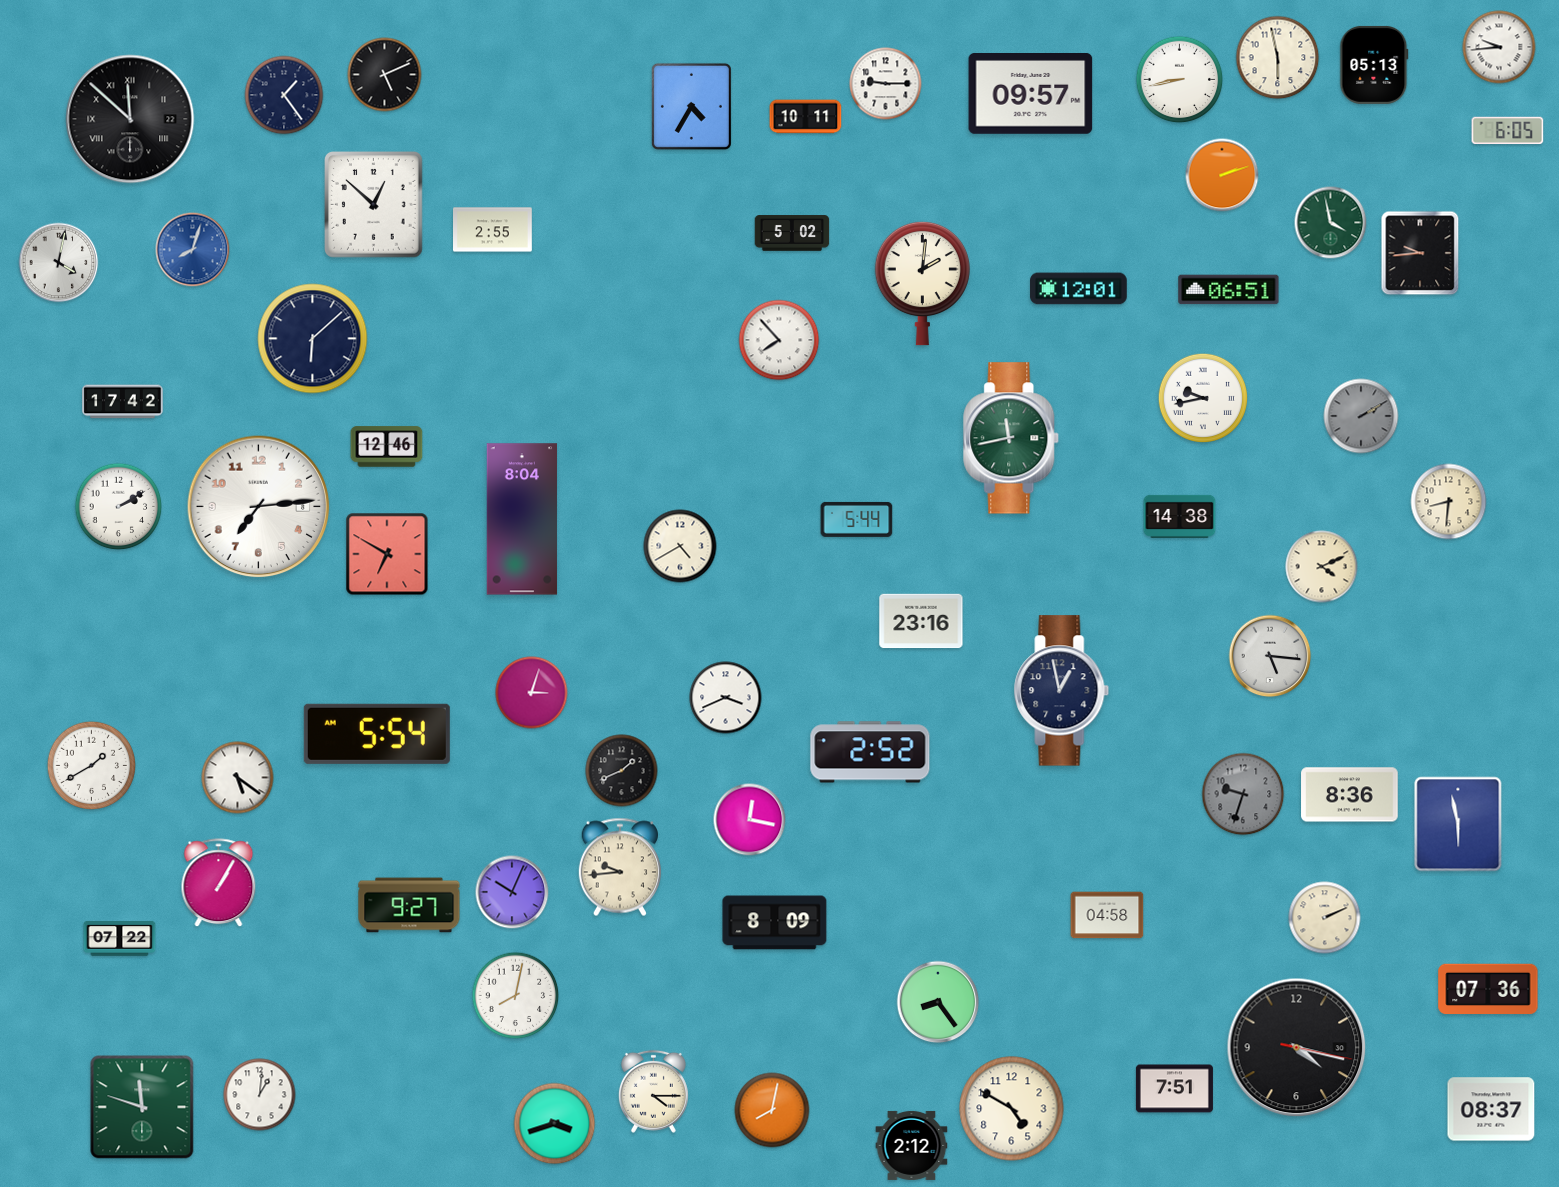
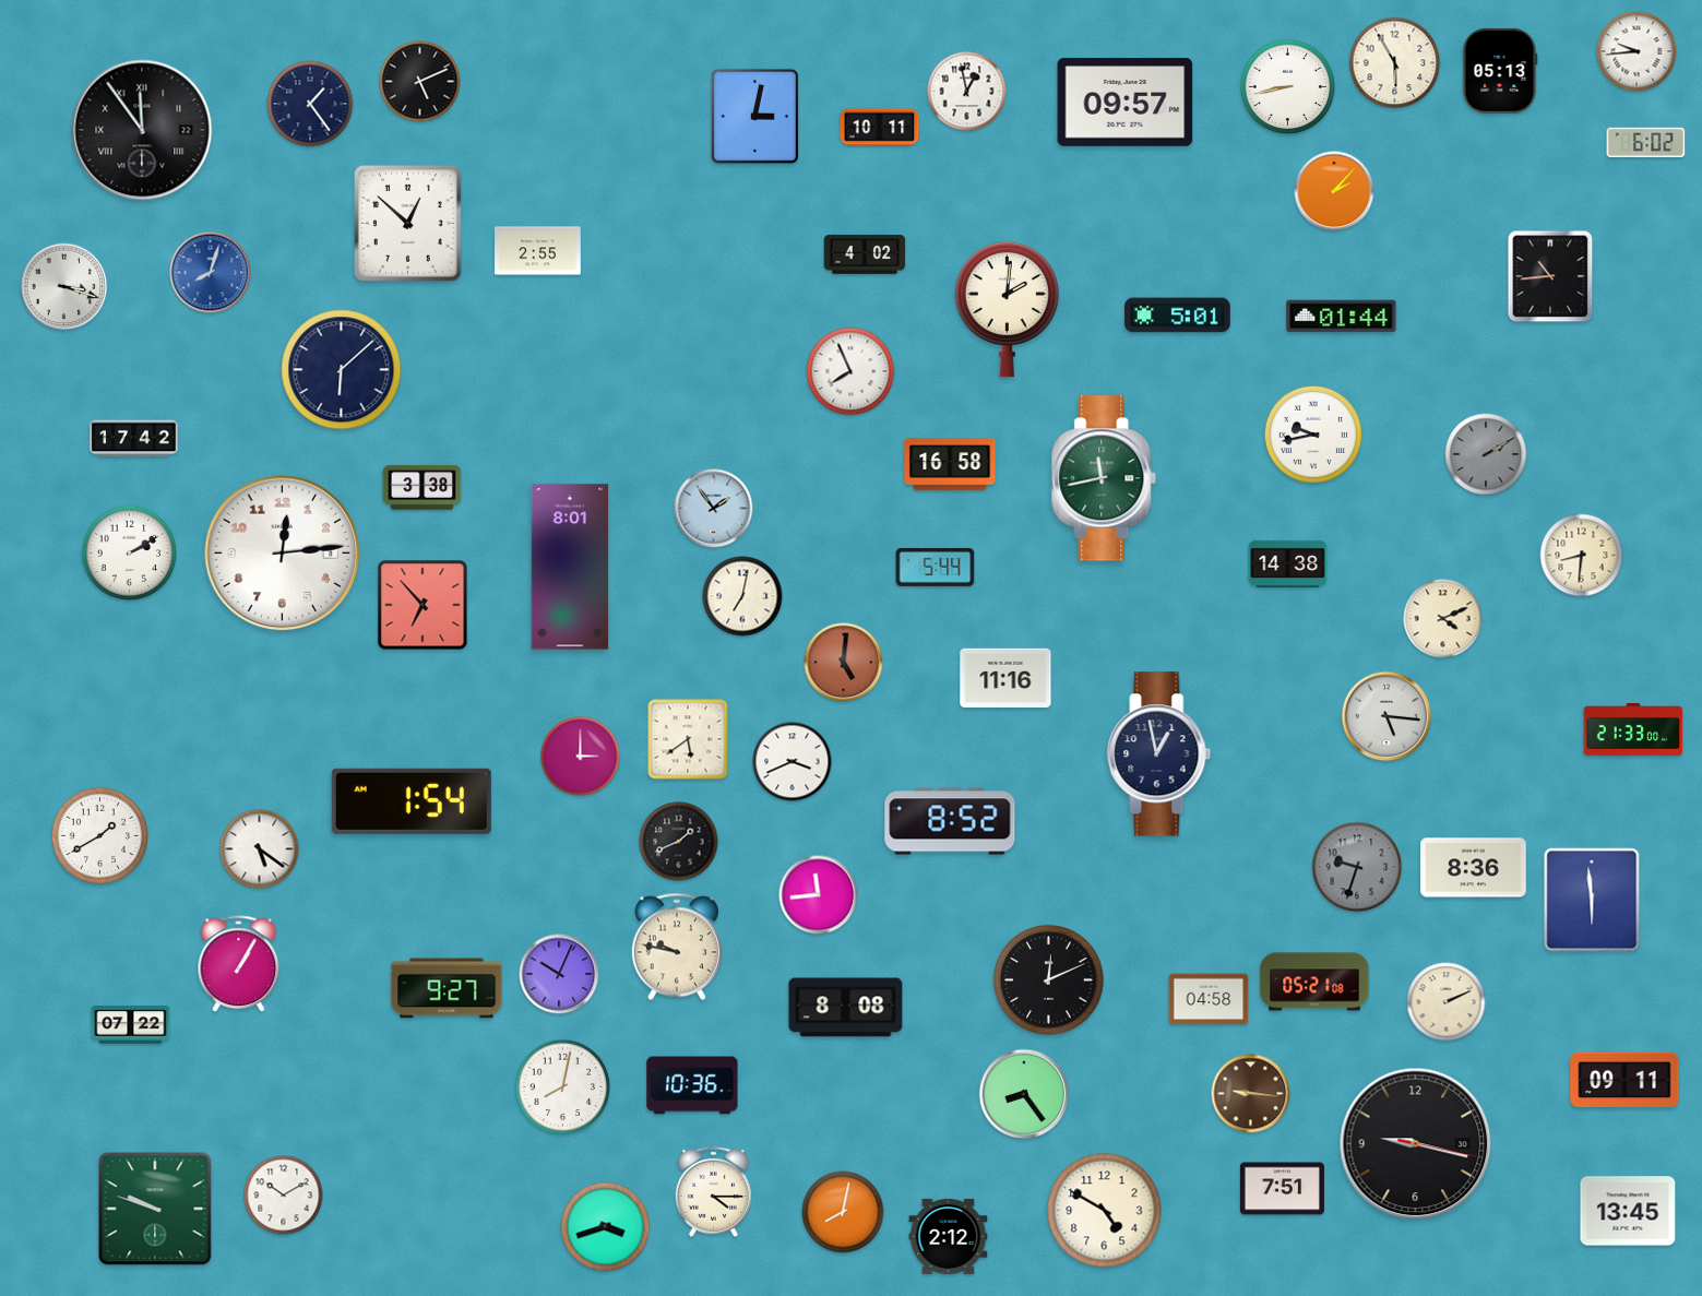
clock at (1278, 58): 5:58 -> 5:55
clock at (886, 84): 9:15 -> 12:58
clock at (691, 106): 4:35 -> 3:02
clock at (130, 119): 11:52 -> 11:54
clock at (1508, 131): 6:05 -> 6:02
clock at (1222, 175): 2:12 -> 2:07
clock at (1331, 223): 3:58 -> none
clock at (792, 233): 5:02 -> 4:02
clock at (1420, 253): 9:44 -> 10:44
clock at (59, 263): 4:02 -> 3:18
clock at (1079, 289): 12:01 -> 5:01
clock at (1229, 290): 06:51 -> 01:44
clock at (779, 340): 7:53 -> 7:56
clock at (950, 464): none -> 16:58
clock at (387, 447): 12:46 -> 3:38
clock at (714, 509): none -> 1:54
clock at (1449, 502) position: (1449, 502) -> (1582, 556)
clock at (259, 507): 7:14 -> 12:14
clock at (522, 519): 8:04 -> 8:01
clock at (680, 546): 4:40 -> 7:02
clock at (387, 554): 6:50 -> 6:53
clock at (844, 663): none -> 5:01
clock at (921, 621): 23:16 -> 11:16
clock at (1633, 730): none -> 21:33
clock at (688, 739): none -> 5:39
clock at (532, 693): 3:03 -> 3:00
clock at (377, 734): 5:54 -> 1:54
clock at (870, 752): 2:52 -> 8:52
clock at (750, 820): 12:17 -> 11:44
clock at (1458, 824): 5:58 -> 5:59
clock at (619, 867): 9:44 -> 9:47
clock at (1049, 980): none -> 12:11
clock at (1314, 982): none -> 05:21
clock at (775, 923): 8:09 -> 8:08
clock at (1488, 989): 07:36 -> 09:11
clock at (692, 1085): none -> 10:36
clock at (1251, 1094): none -> 9:16
clock at (1297, 1048): 4:17 -> 9:17
clock at (260, 1095): 1:01 -> 10:10
clock at (142, 1107): 11:48 -> 9:48
clock at (1491, 1109): 08:37 -> 13:45
clock at (912, 1145) position: (912, 1145) -> (949, 1236)
